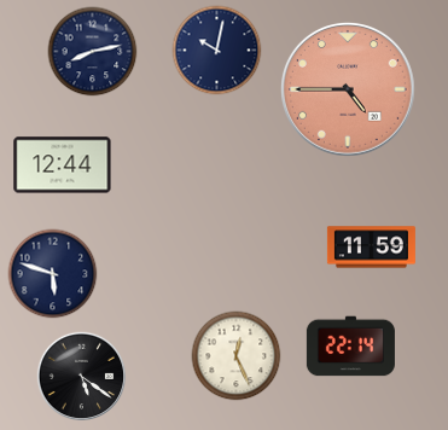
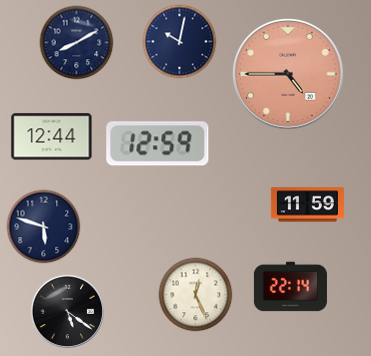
clock at (93, 52): 8:13 -> 8:10
clock at (158, 144): none -> 12:59
